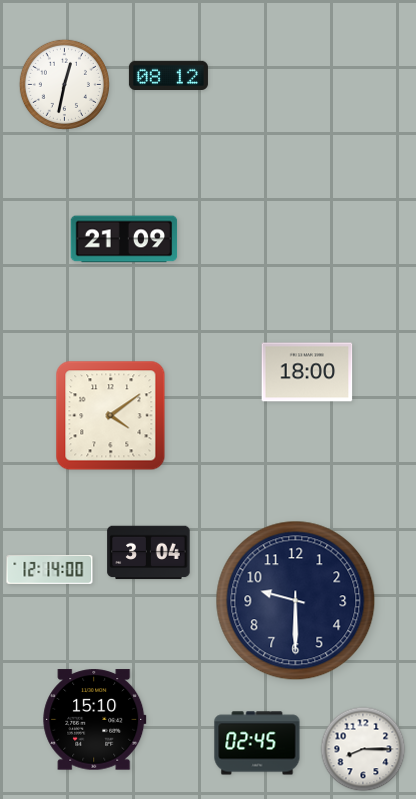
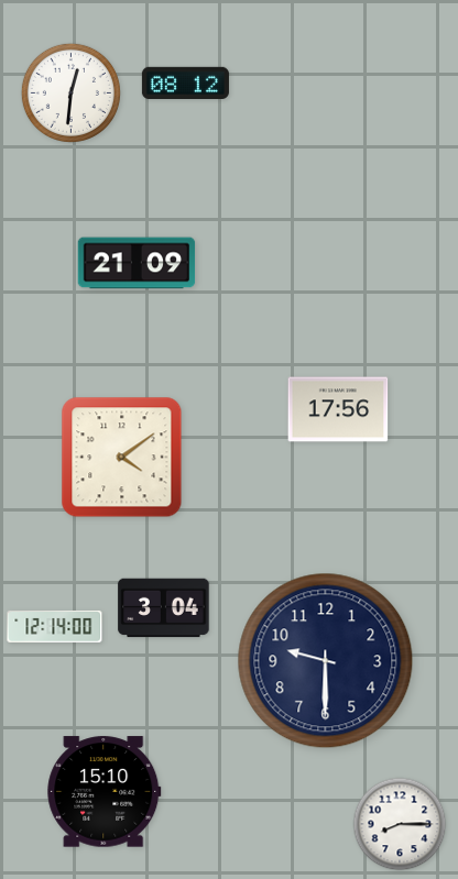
clock at (64, 84): 12:32 -> 12:31
clock at (307, 372): 18:00 -> 17:56
clock at (257, 743): 02:45 -> none
